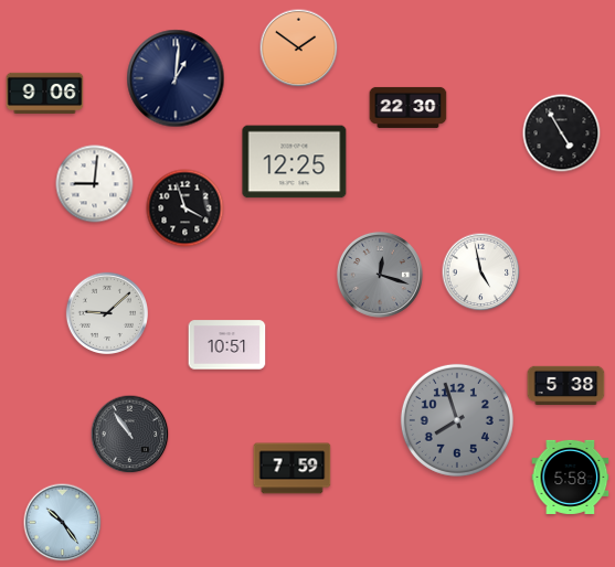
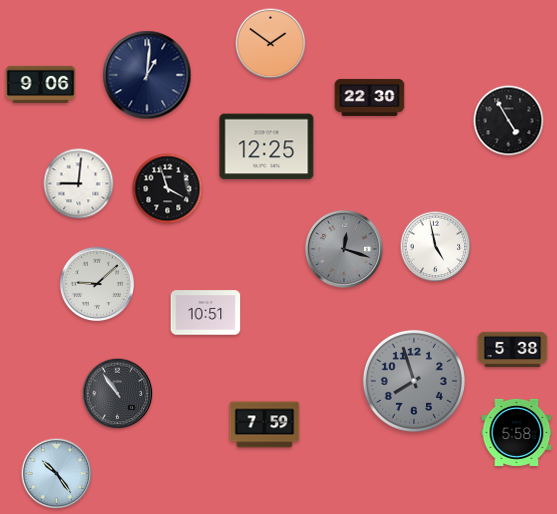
clock at (176, 78) position: (176, 78) -> (147, 75)
clock at (95, 184) position: (95, 184) -> (79, 184)
